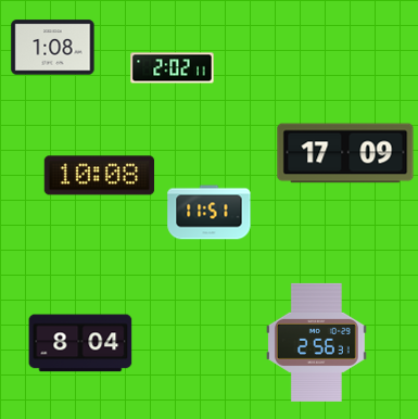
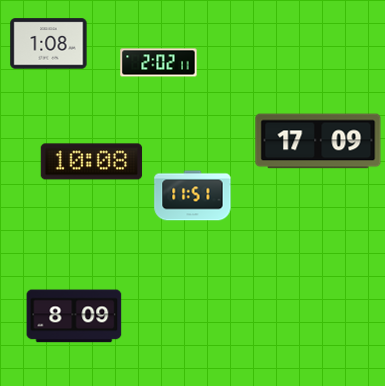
clock at (316, 342): 2:56 -> none
clock at (80, 343): 8:04 -> 8:09
